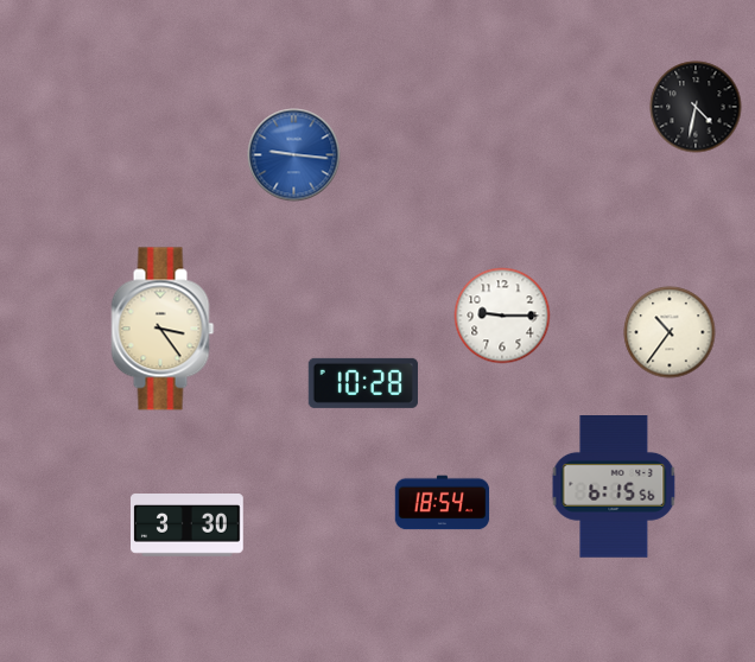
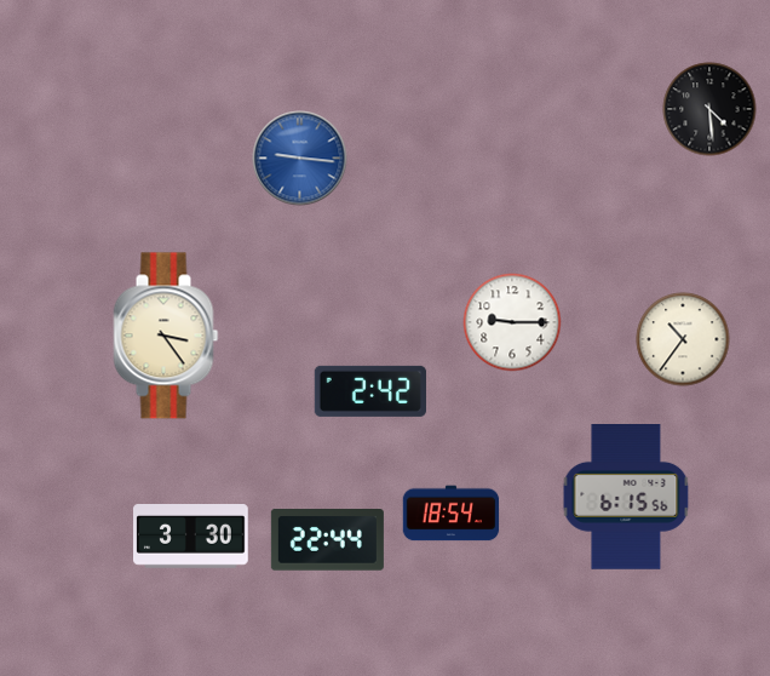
clock at (696, 107): 4:32 -> 4:29
clock at (363, 383): 10:28 -> 2:42
clock at (327, 540): none -> 22:44
